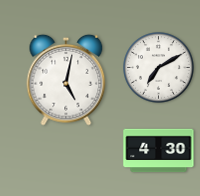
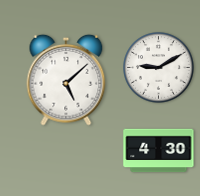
clock at (159, 68): 7:10 -> 9:10
clock at (66, 80): 5:02 -> 5:08
